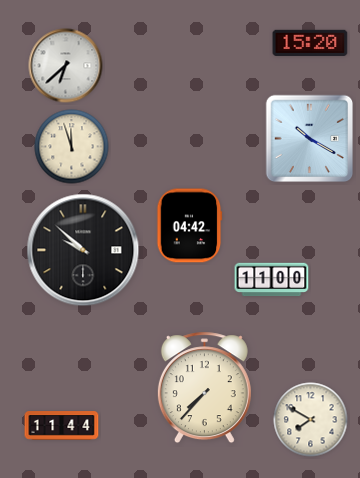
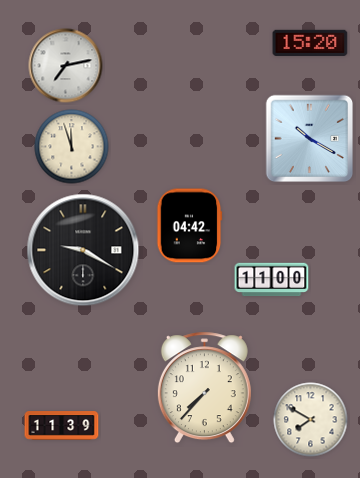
clock at (66, 66): 6:38 -> 7:13
clock at (83, 250): 9:52 -> 9:20
clock at (62, 426): 11:44 -> 11:39
